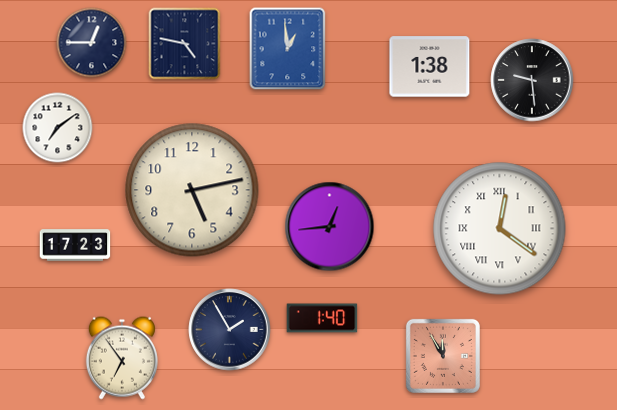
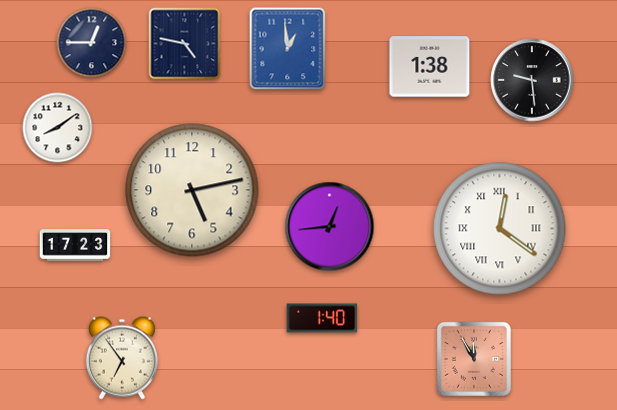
clock at (58, 128): 7:09 -> 8:09
clock at (230, 330): 1:55 -> none
clock at (443, 356) position: (443, 356) -> (474, 359)
